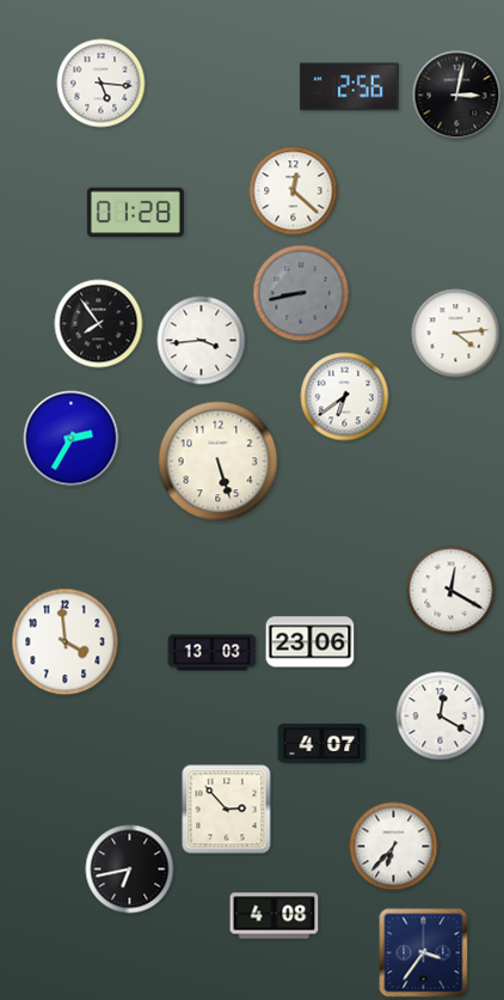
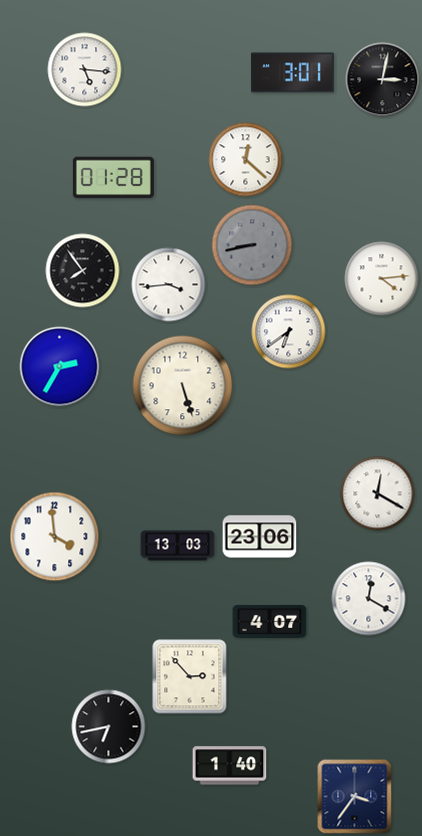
clock at (350, 87): 2:56 -> 3:01
clock at (394, 847): 6:37 -> none
clock at (275, 916): 4:08 -> 1:40
